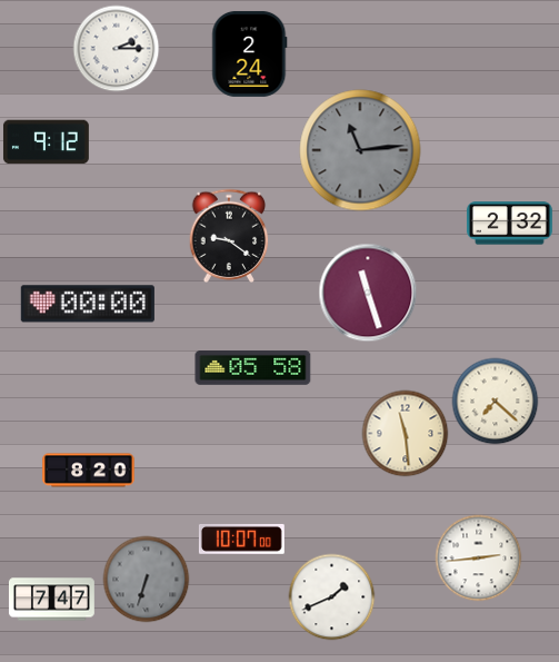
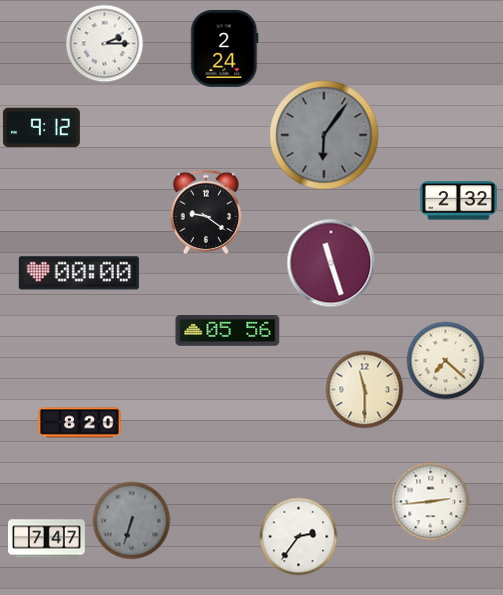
clock at (360, 150): 11:14 -> 6:06
clock at (253, 368): 05:58 -> 05:56
clock at (405, 433): 11:29 -> 11:30
clock at (241, 539): 10:07 -> none
clock at (331, 596): 1:41 -> 2:36
